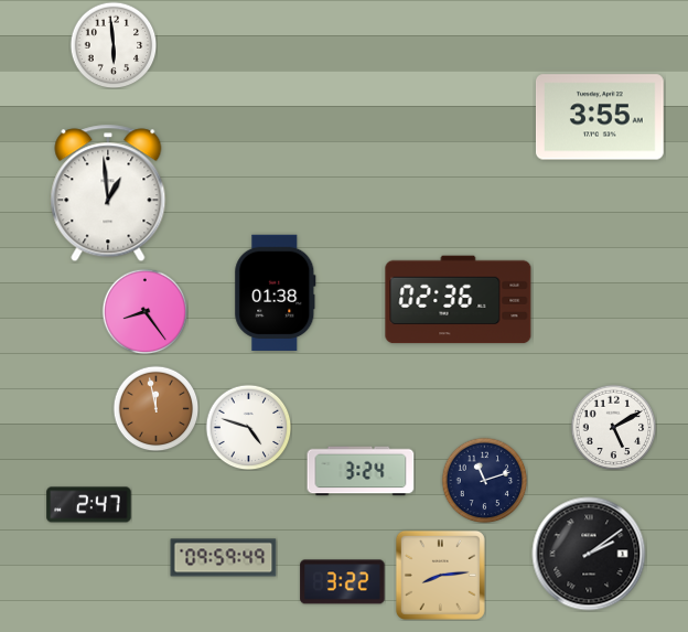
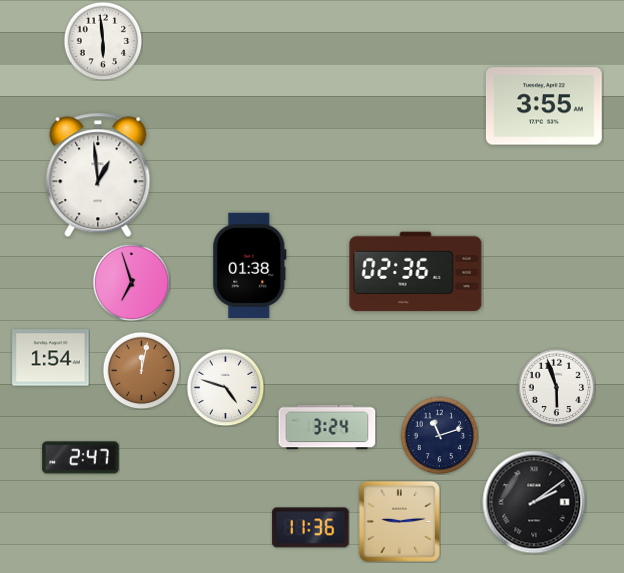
clock at (144, 311): 8:24 -> 6:57
clock at (51, 358): none -> 1:54
clock at (155, 408): 11:58 -> 12:02
clock at (613, 427): 5:10 -> 5:57
clock at (224, 558): 09:59 -> none
clock at (440, 575): 8:14 -> 9:14
clock at (343, 582): 3:22 -> 11:36
